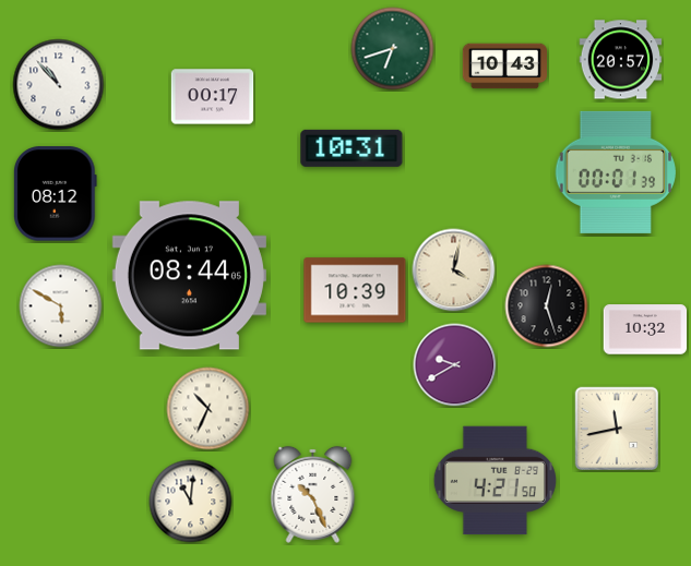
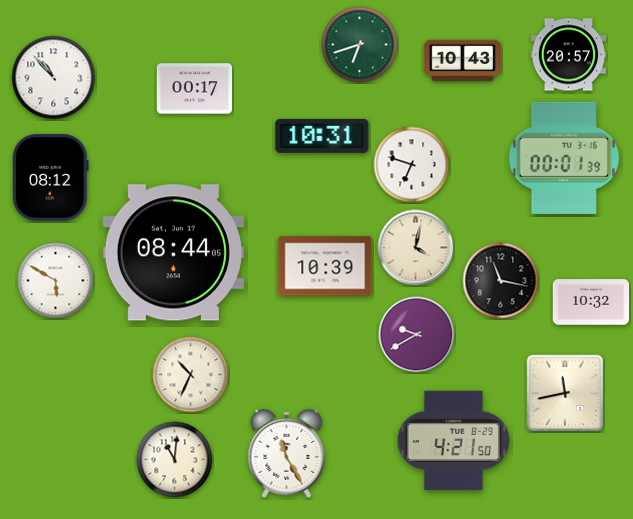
clock at (412, 165): none -> 6:48
clock at (547, 306): 12:27 -> 11:17
clock at (313, 494): 10:26 -> 11:25
